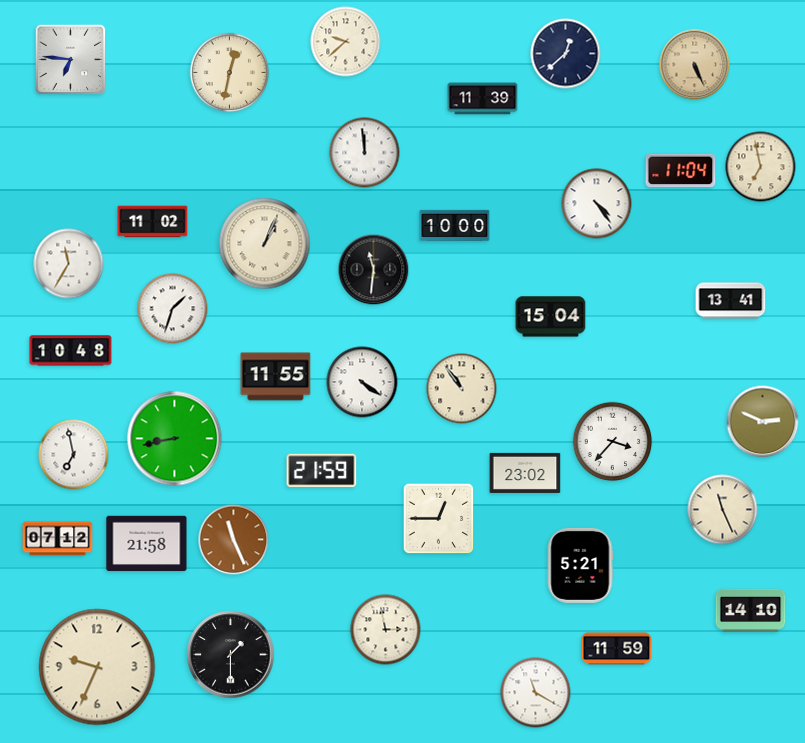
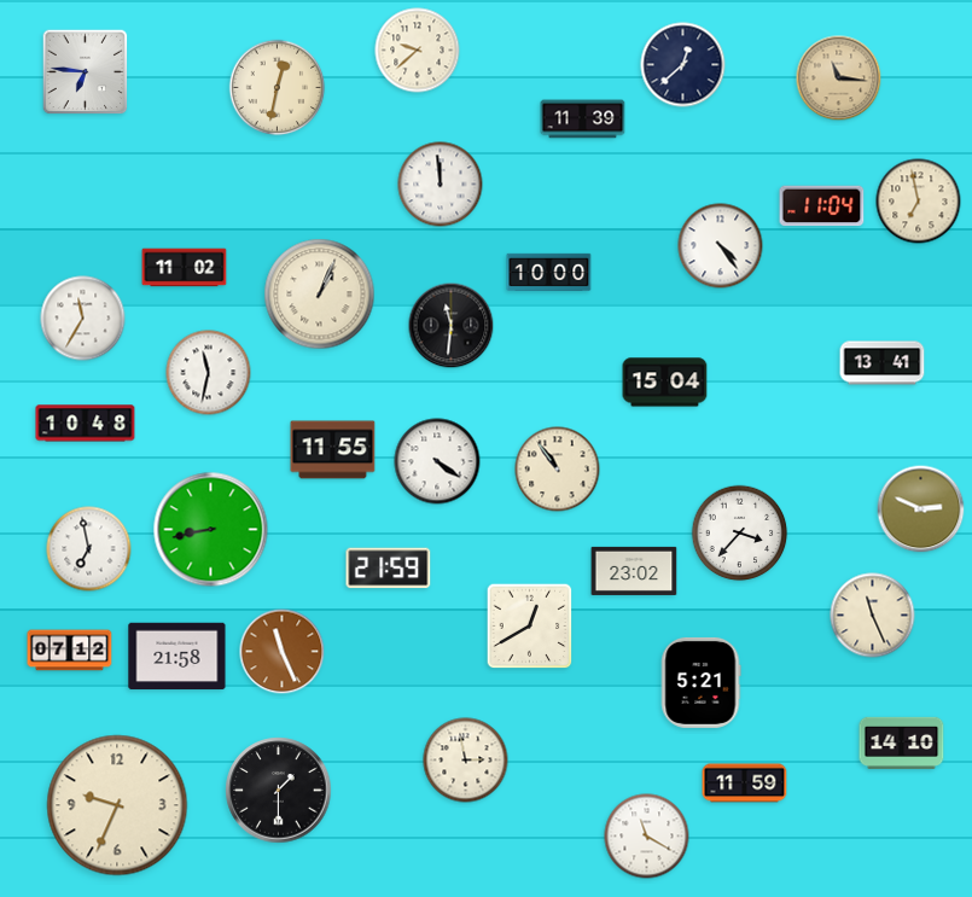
clock at (695, 65): 5:26 -> 11:16
clock at (173, 309): 1:33 -> 11:32
clock at (276, 377) position: (276, 377) -> (333, 450)
clock at (439, 519): 12:45 -> 12:40
clock at (751, 610) position: (751, 610) -> (902, 742)
